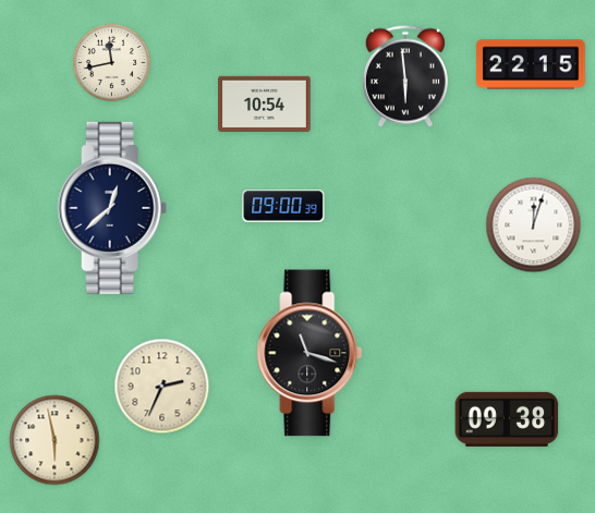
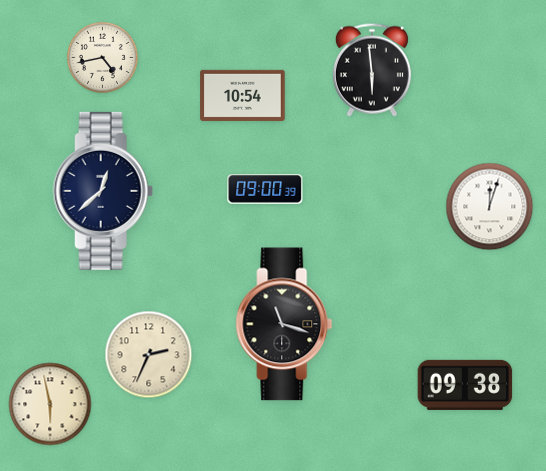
clock at (111, 62): 11:43 -> 4:43
clock at (531, 64): 22:15 -> none
clock at (283, 206) position: (283, 206) -> (265, 189)
